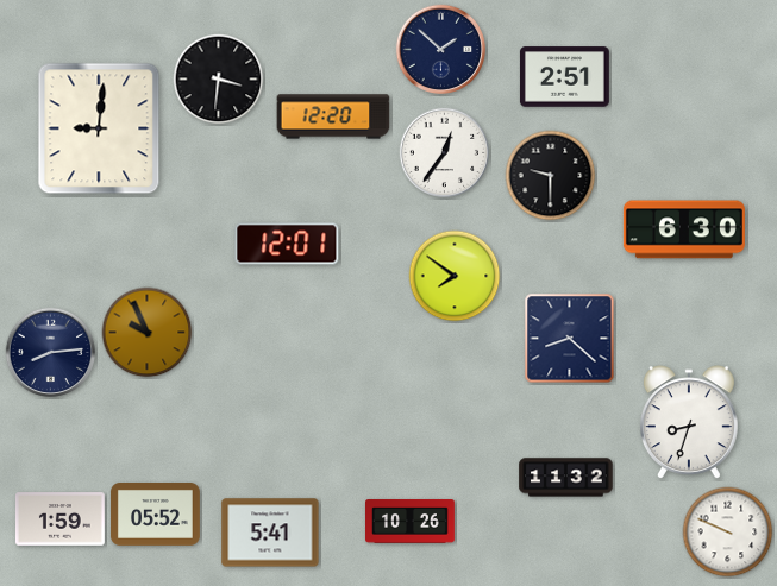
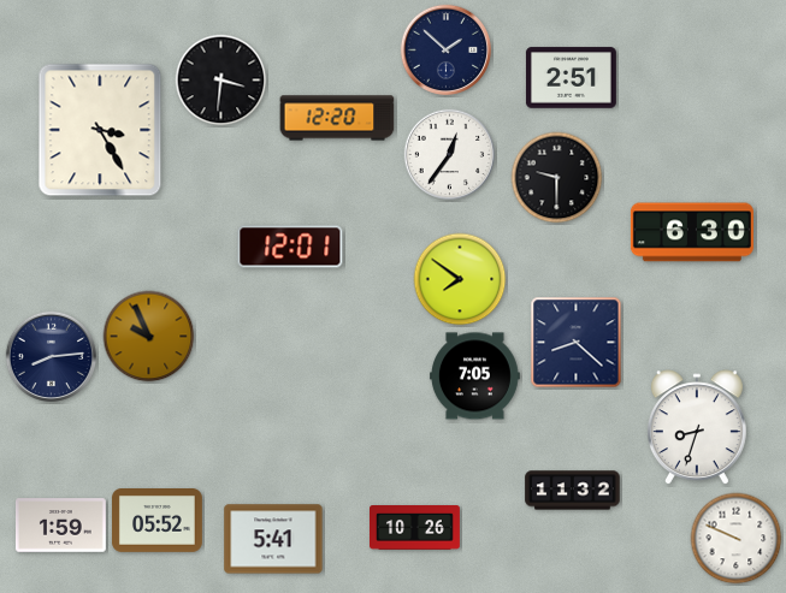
clock at (99, 128): 9:01 -> 3:25
clock at (474, 376): none -> 7:05
clock at (566, 478) position: (566, 478) -> (573, 491)
